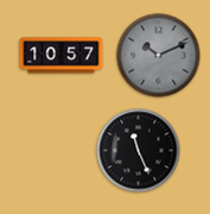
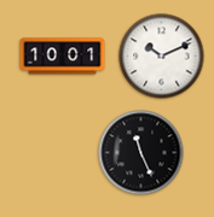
clock at (62, 56): 10:57 -> 10:01
clock at (159, 56) dial: grey -> white
